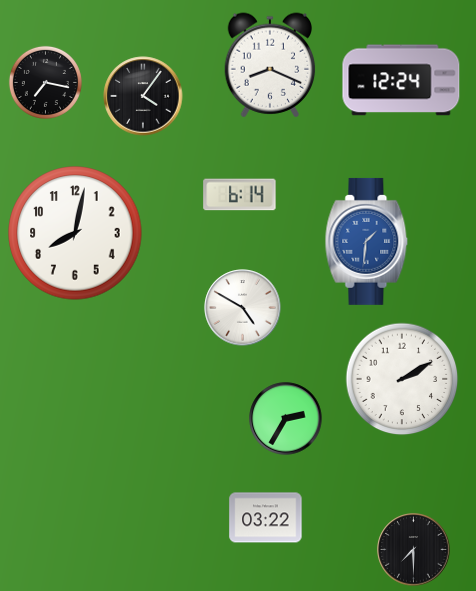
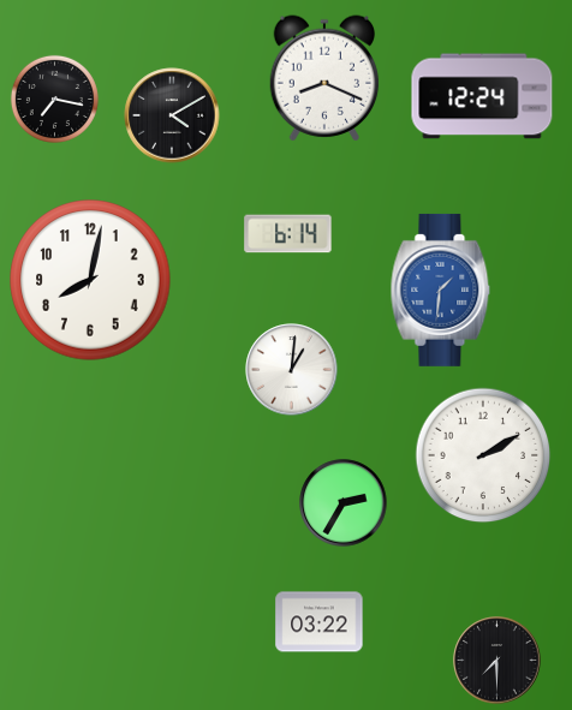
clock at (143, 96): 4:06 -> 4:10
clock at (243, 308): 4:50 -> 1:01
